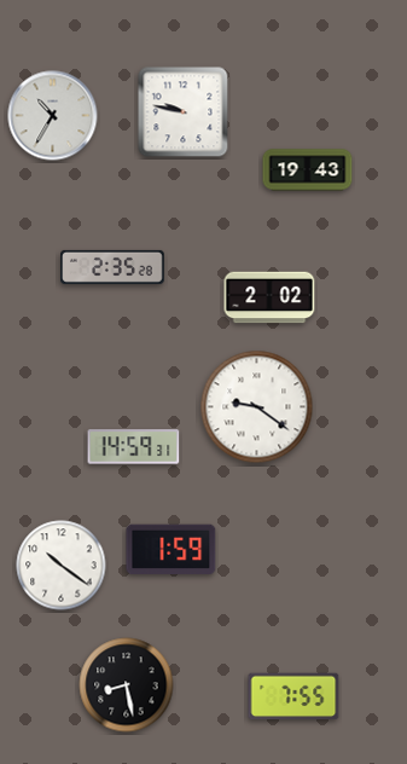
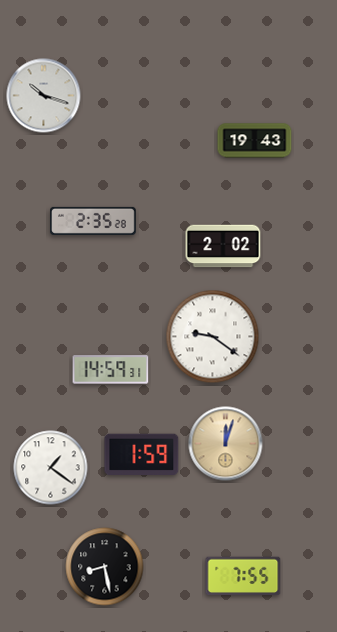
clock at (184, 112): 9:47 -> none
clock at (53, 116): 10:35 -> 10:18
clock at (226, 444): none -> 12:03
clock at (62, 566): 10:21 -> 1:21
